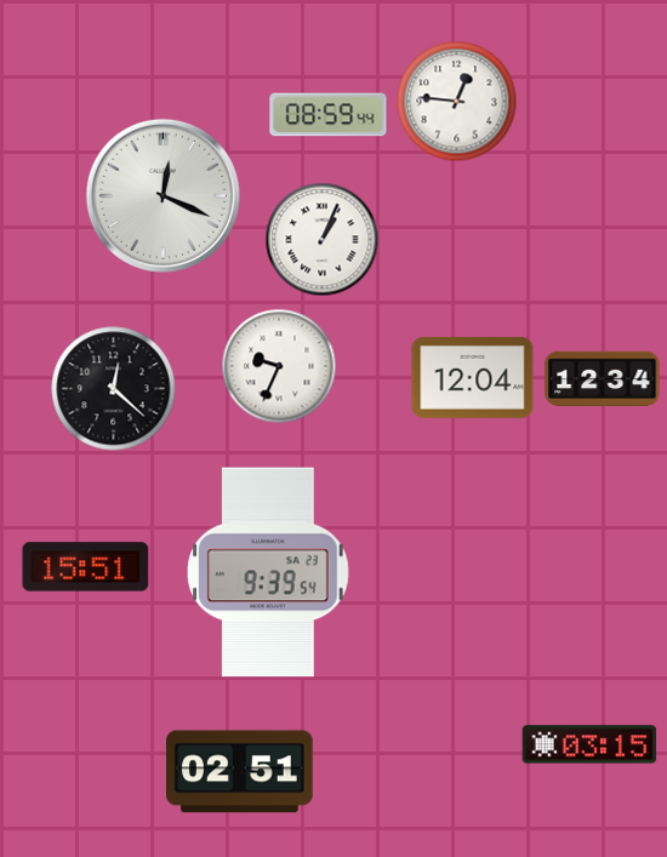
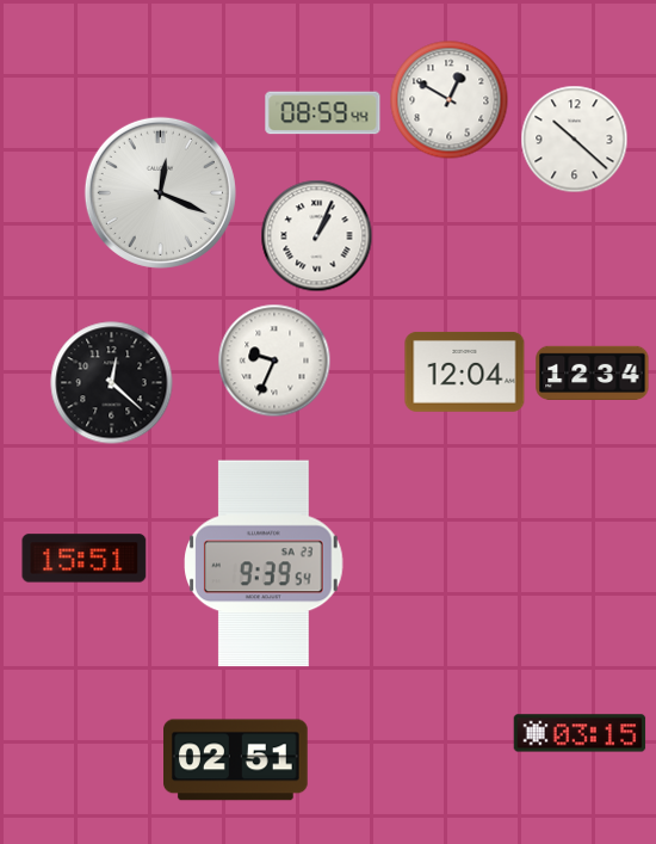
clock at (457, 102): 12:46 -> 12:50
clock at (575, 140): none -> 10:22
